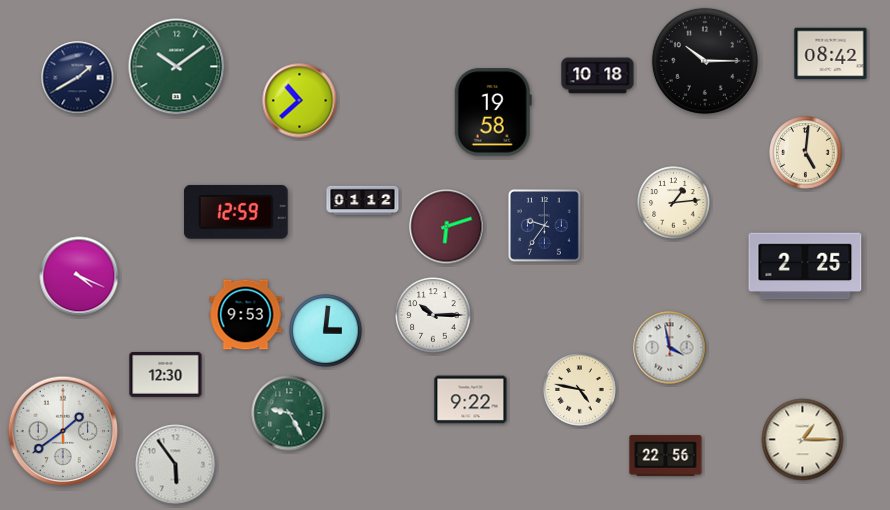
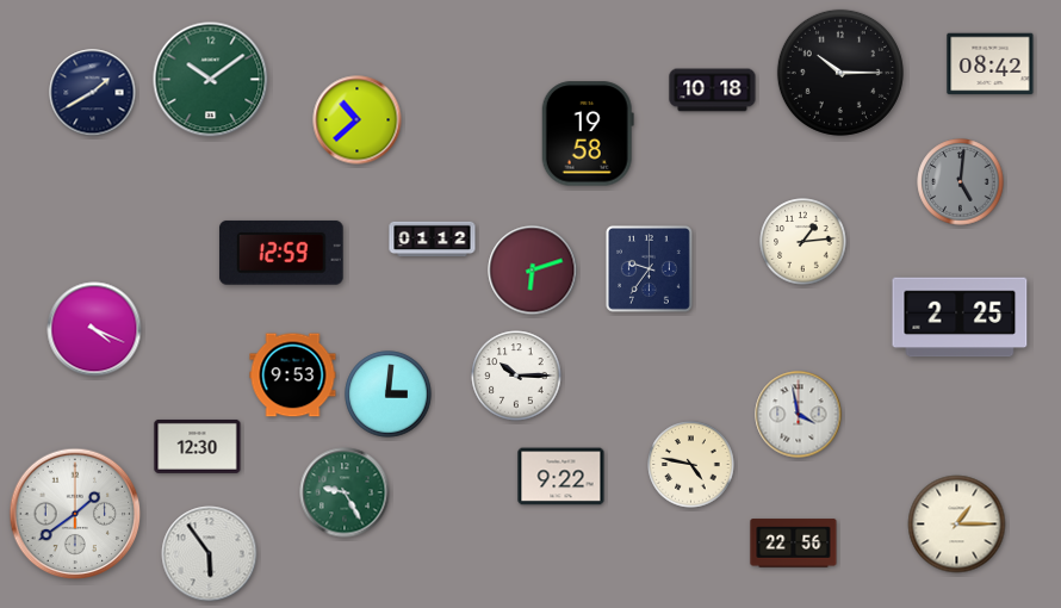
clock at (806, 153) dial: cream -> grey
